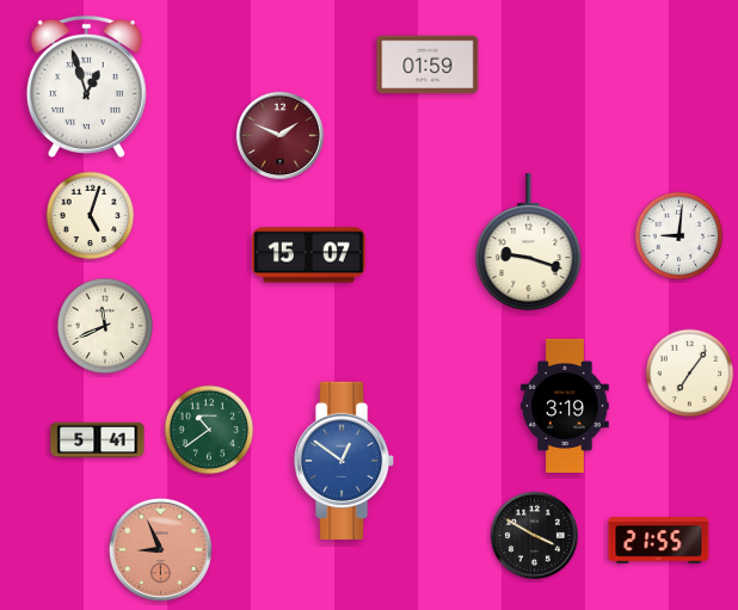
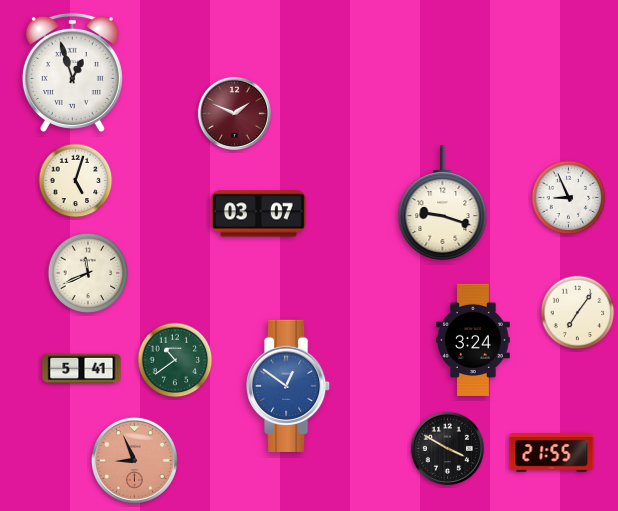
clock at (428, 64): 01:59 -> none
clock at (679, 236): 9:01 -> 8:56
clock at (309, 255): 15:07 -> 03:07
clock at (565, 406): 3:19 -> 3:24
